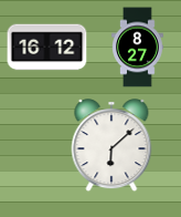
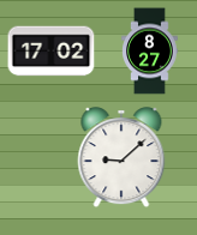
clock at (47, 48): 16:12 -> 17:02
clock at (111, 146): 6:08 -> 9:08
